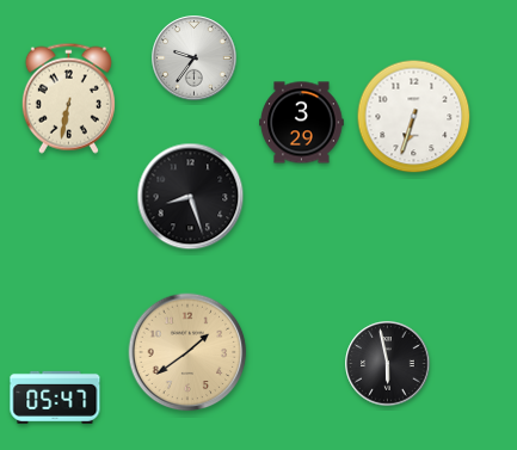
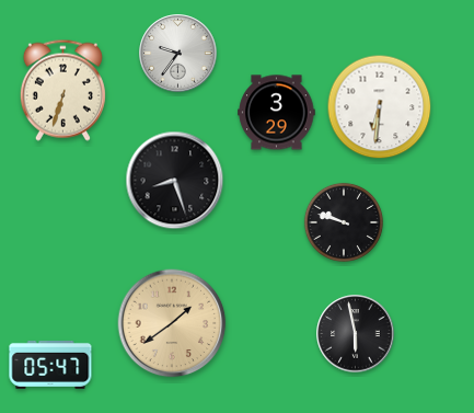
clock at (68, 98): 6:32 -> 6:33
clock at (414, 117): 6:33 -> 6:31
clock at (344, 222): none -> 9:48
